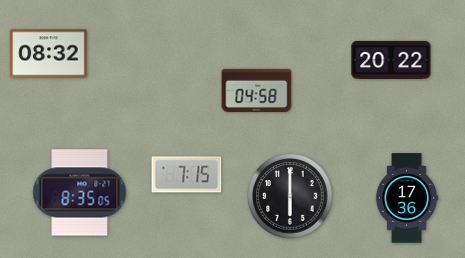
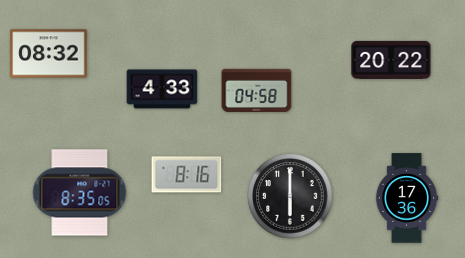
clock at (162, 89): none -> 4:33
clock at (187, 175): 7:15 -> 8:16
